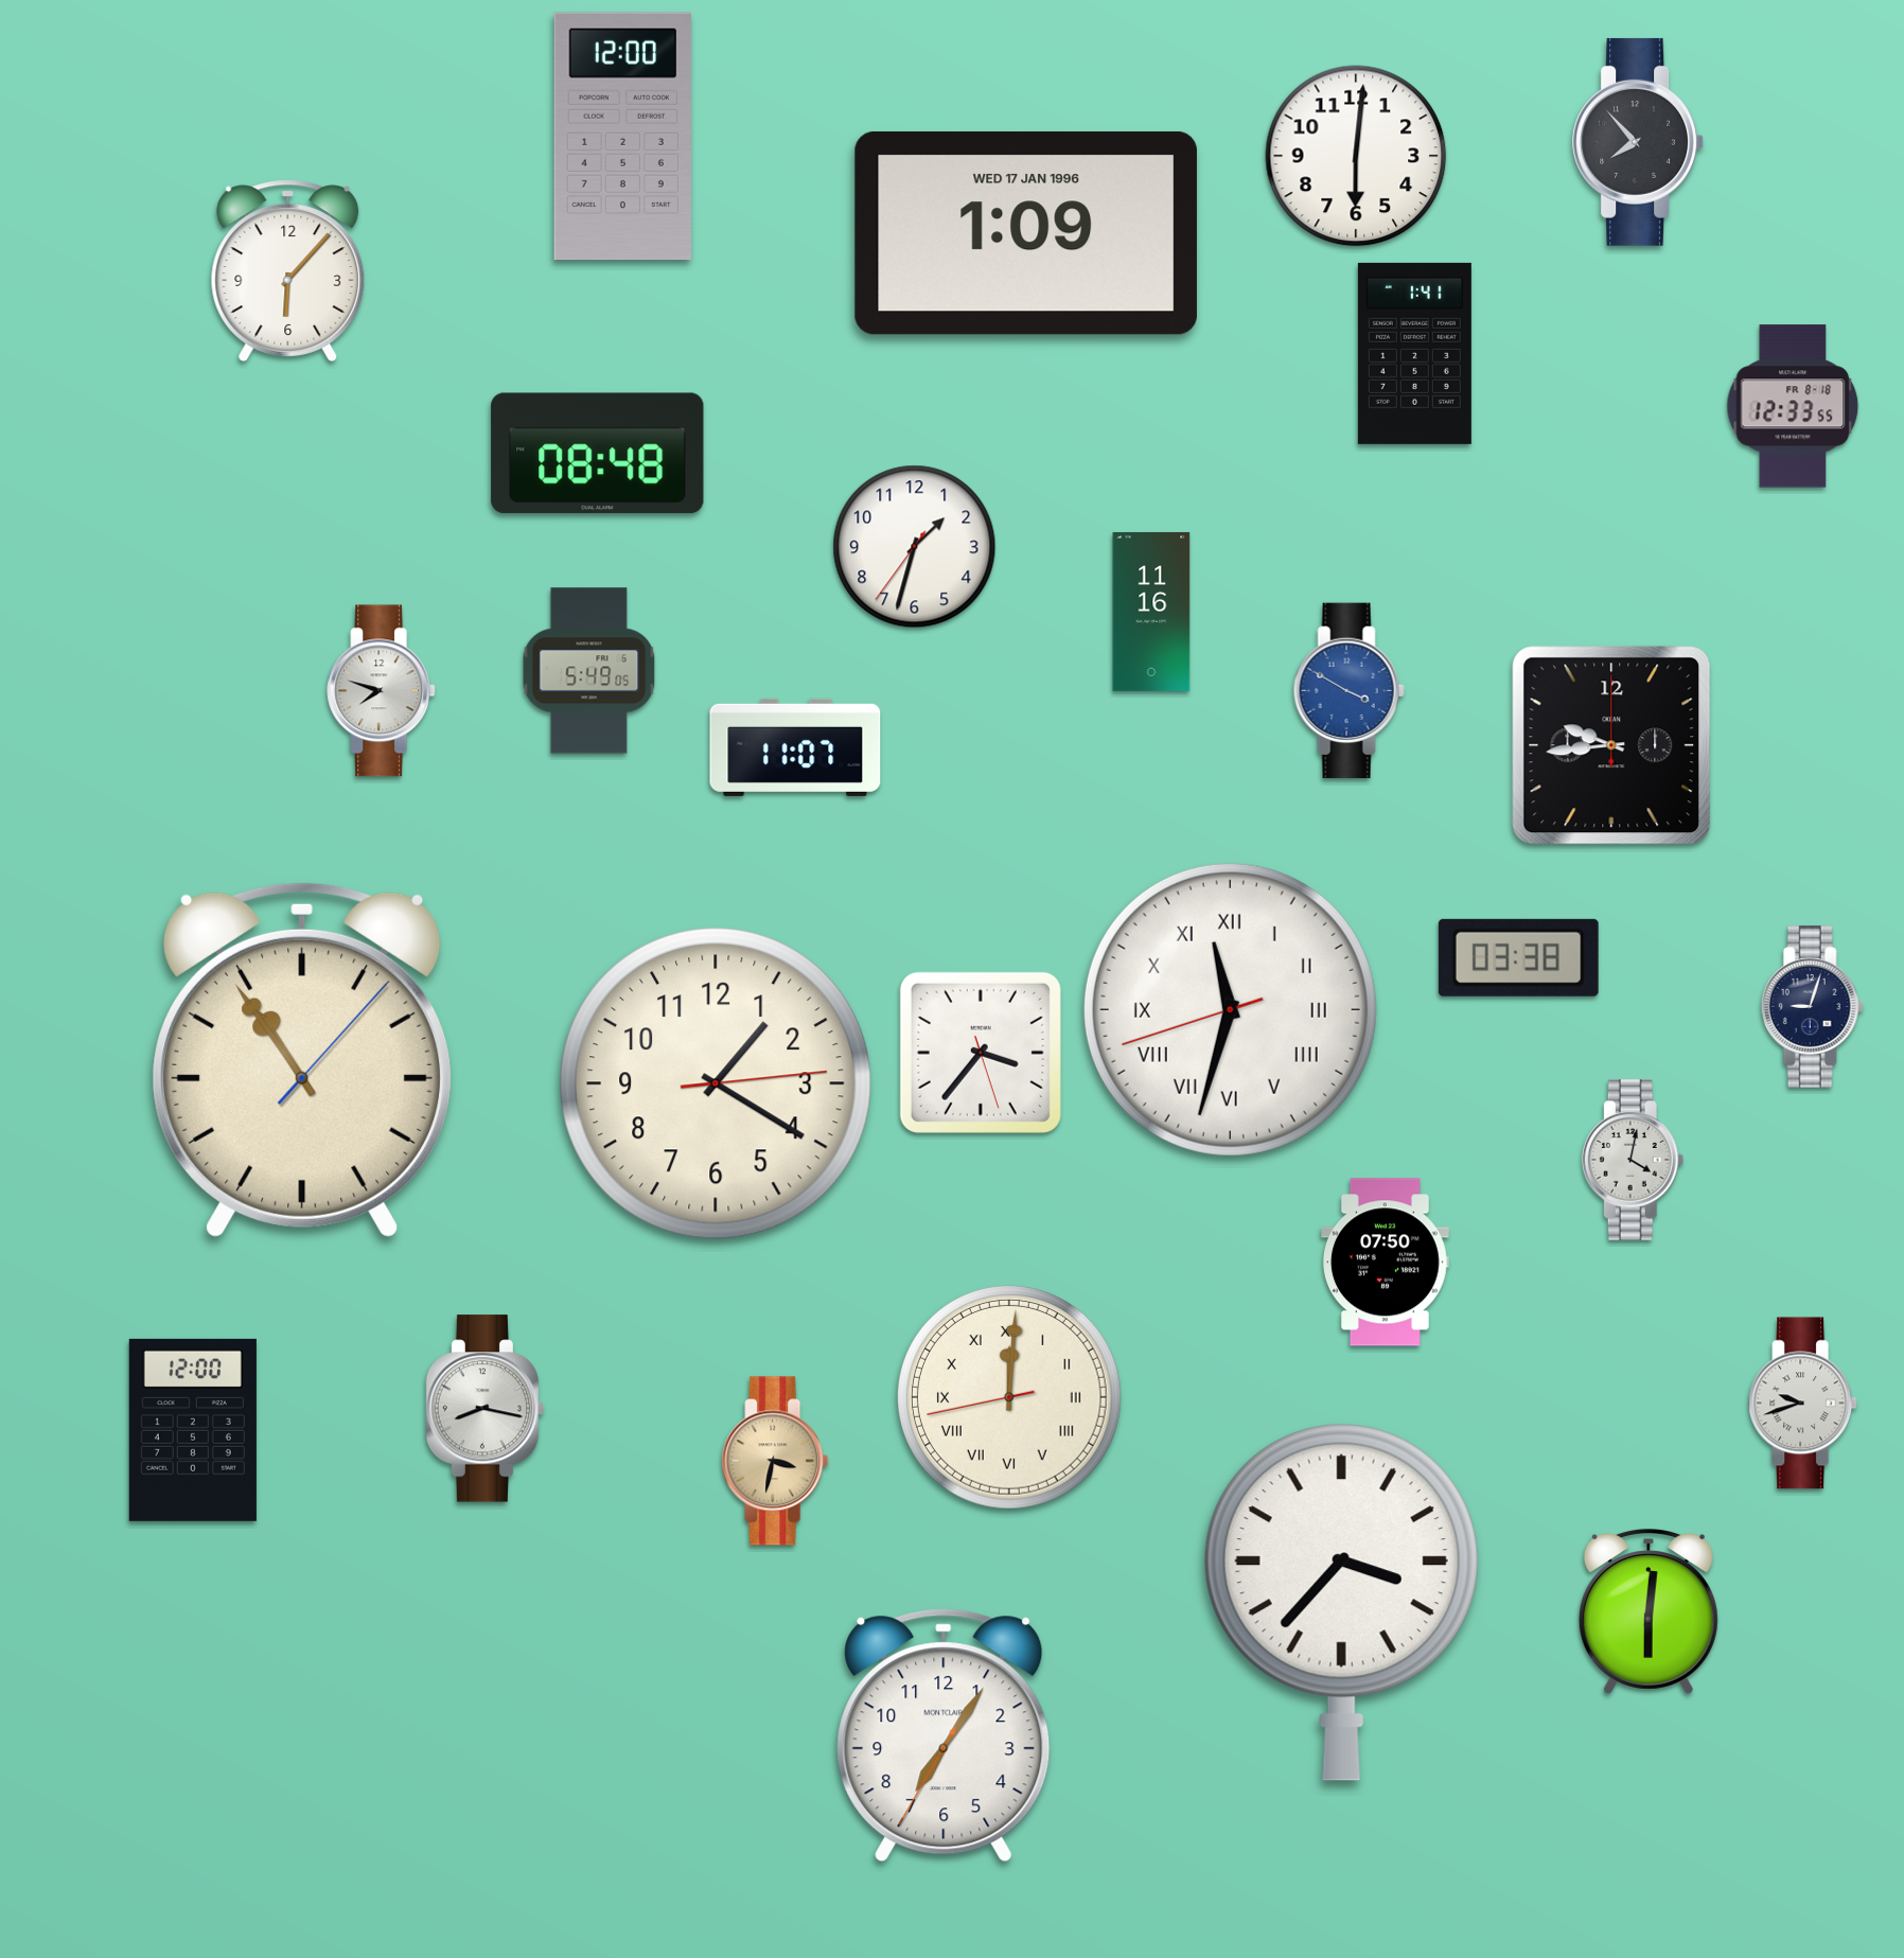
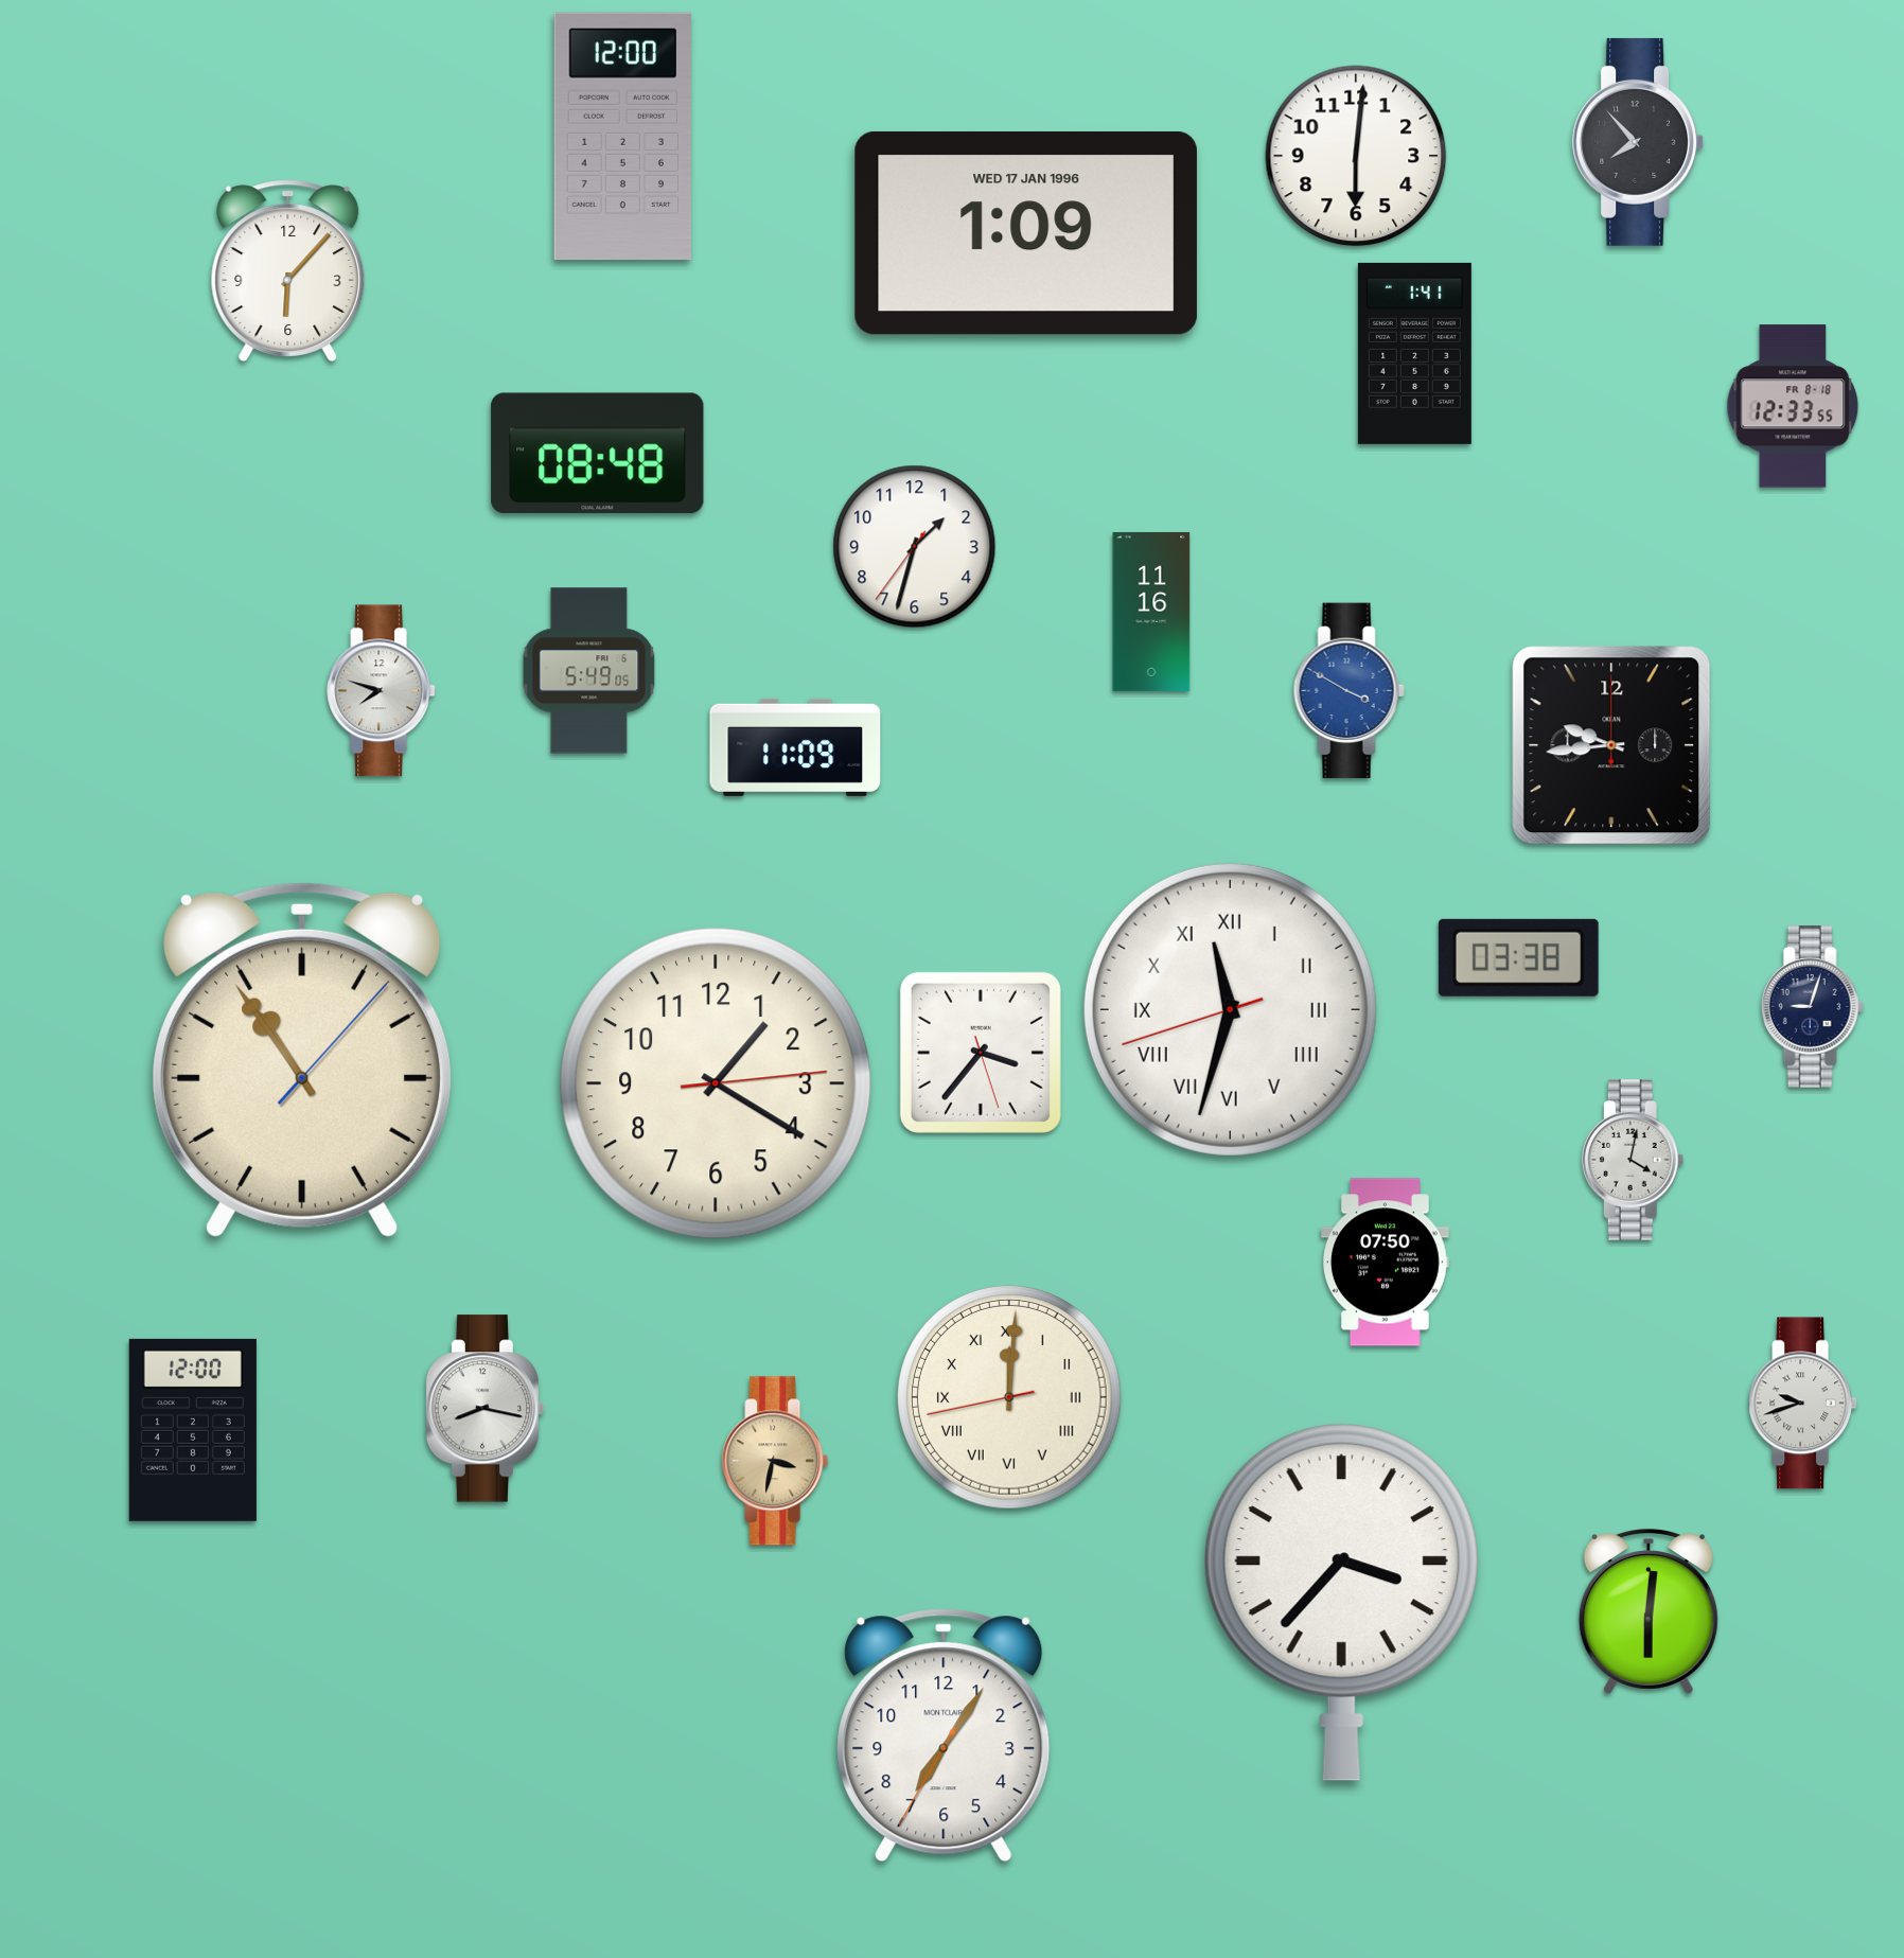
clock at (795, 747): 11:07 -> 11:09
